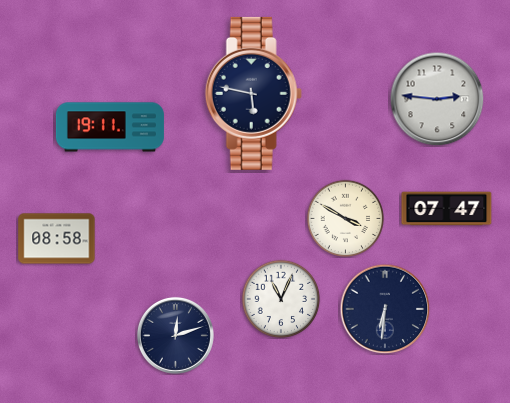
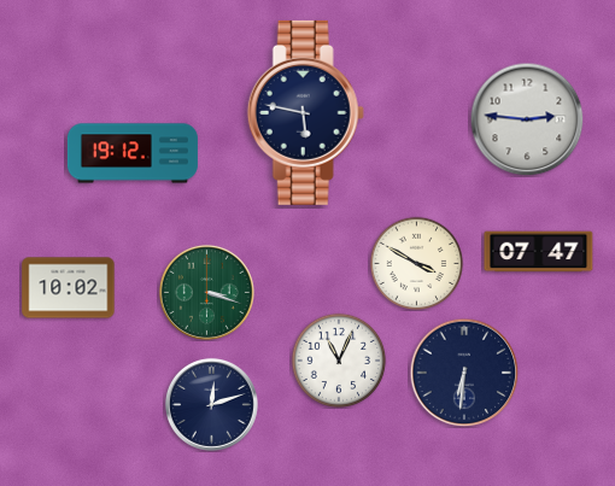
clock at (110, 127): 19:11 -> 19:12
clock at (57, 239): 08:58 -> 10:02
clock at (206, 292): none -> 3:18
